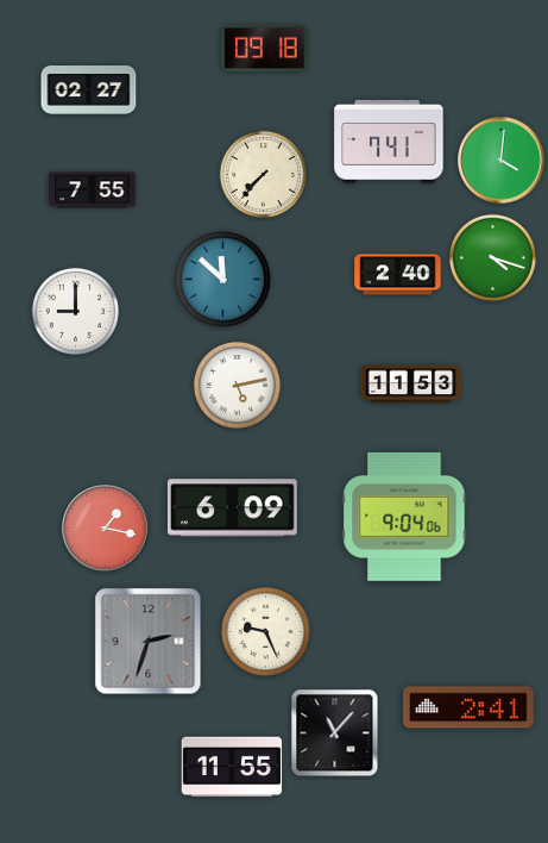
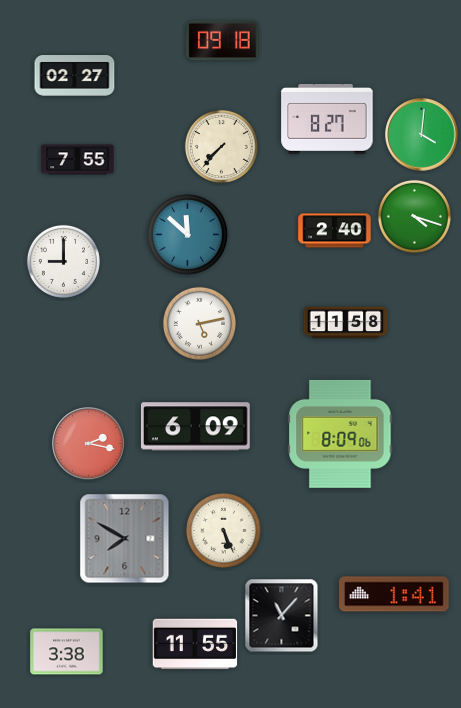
clock at (389, 142): 7:41 -> 8:27
clock at (411, 385): 11:53 -> 11:58
clock at (404, 517): 9:04 -> 8:09
clock at (106, 529): 1:17 -> 2:17
clock at (265, 631): 9:26 -> 5:26
clock at (149, 642): 2:33 -> 7:50
clock at (468, 707): 2:41 -> 1:41
clock at (67, 652): none -> 3:38
